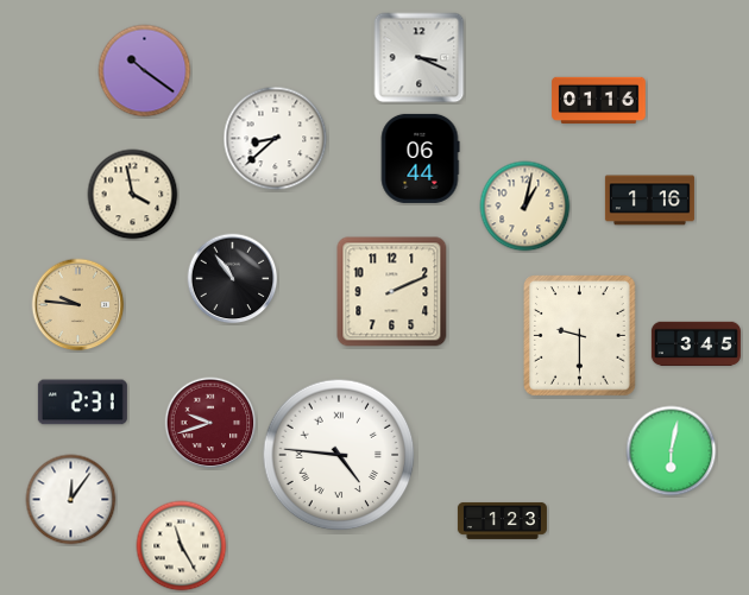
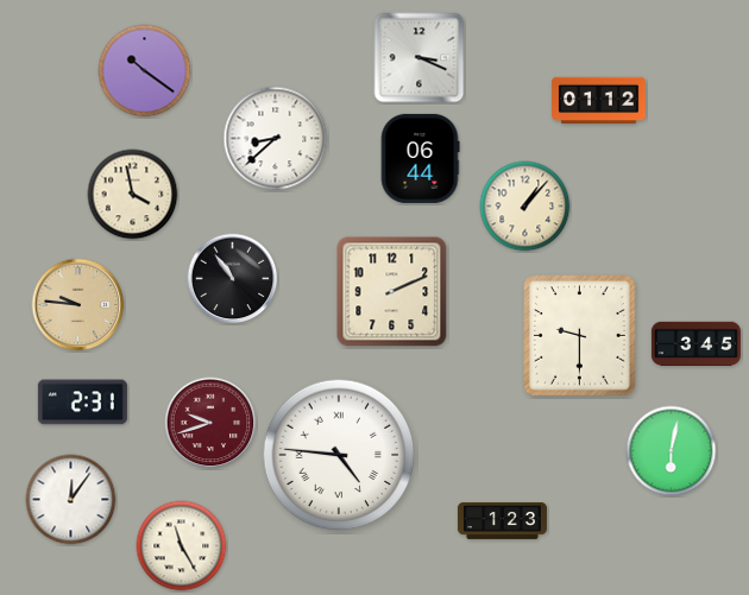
clock at (599, 101): 01:16 -> 01:12
clock at (649, 201): 1:16 -> none
clock at (525, 207): 1:02 -> 1:07
